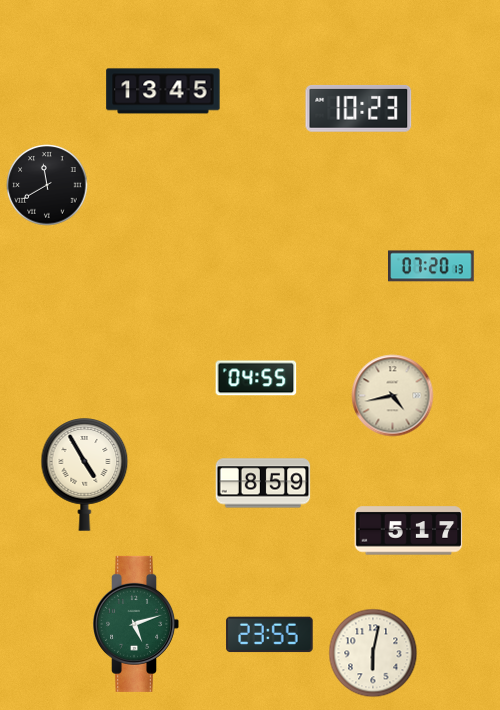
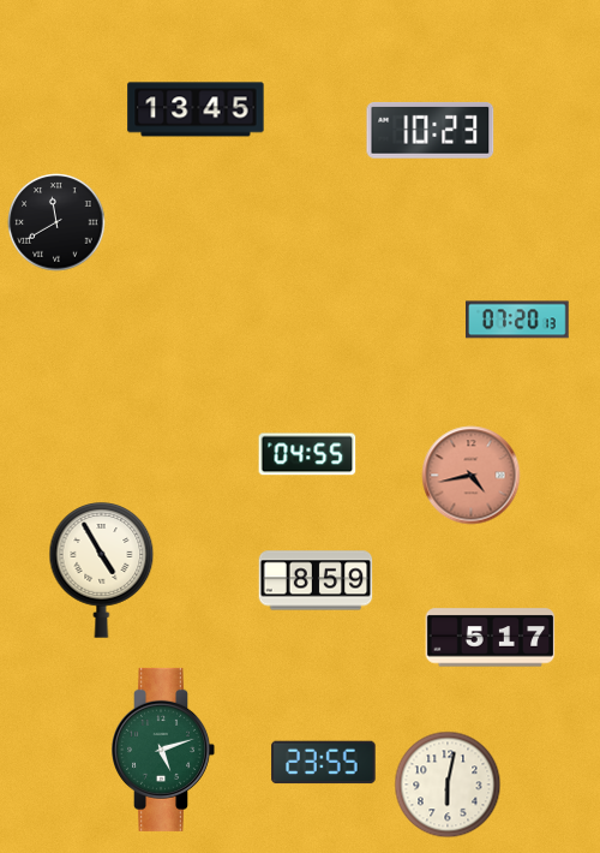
clock at (393, 396) dial: cream -> salmon
